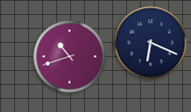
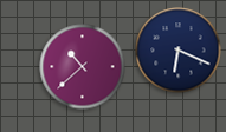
clock at (70, 57): 10:42 -> 10:38
